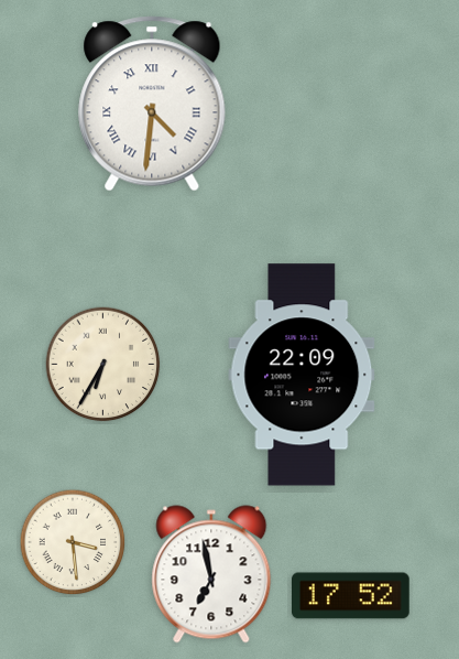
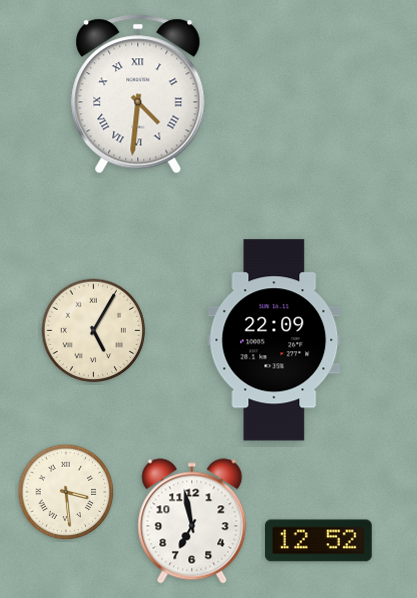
clock at (103, 365): 6:35 -> 5:05
clock at (351, 596): 17:52 -> 12:52
